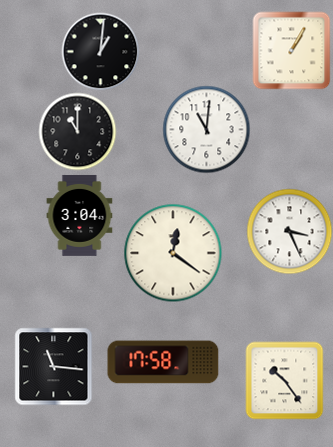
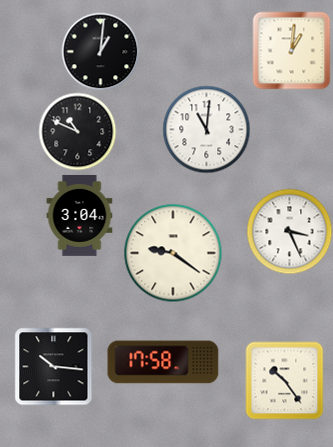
clock at (291, 50): 1:05 -> 1:01
clock at (77, 131): 11:00 -> 10:49
clock at (173, 253): 12:21 -> 9:21
clock at (53, 366): 11:16 -> 10:16
